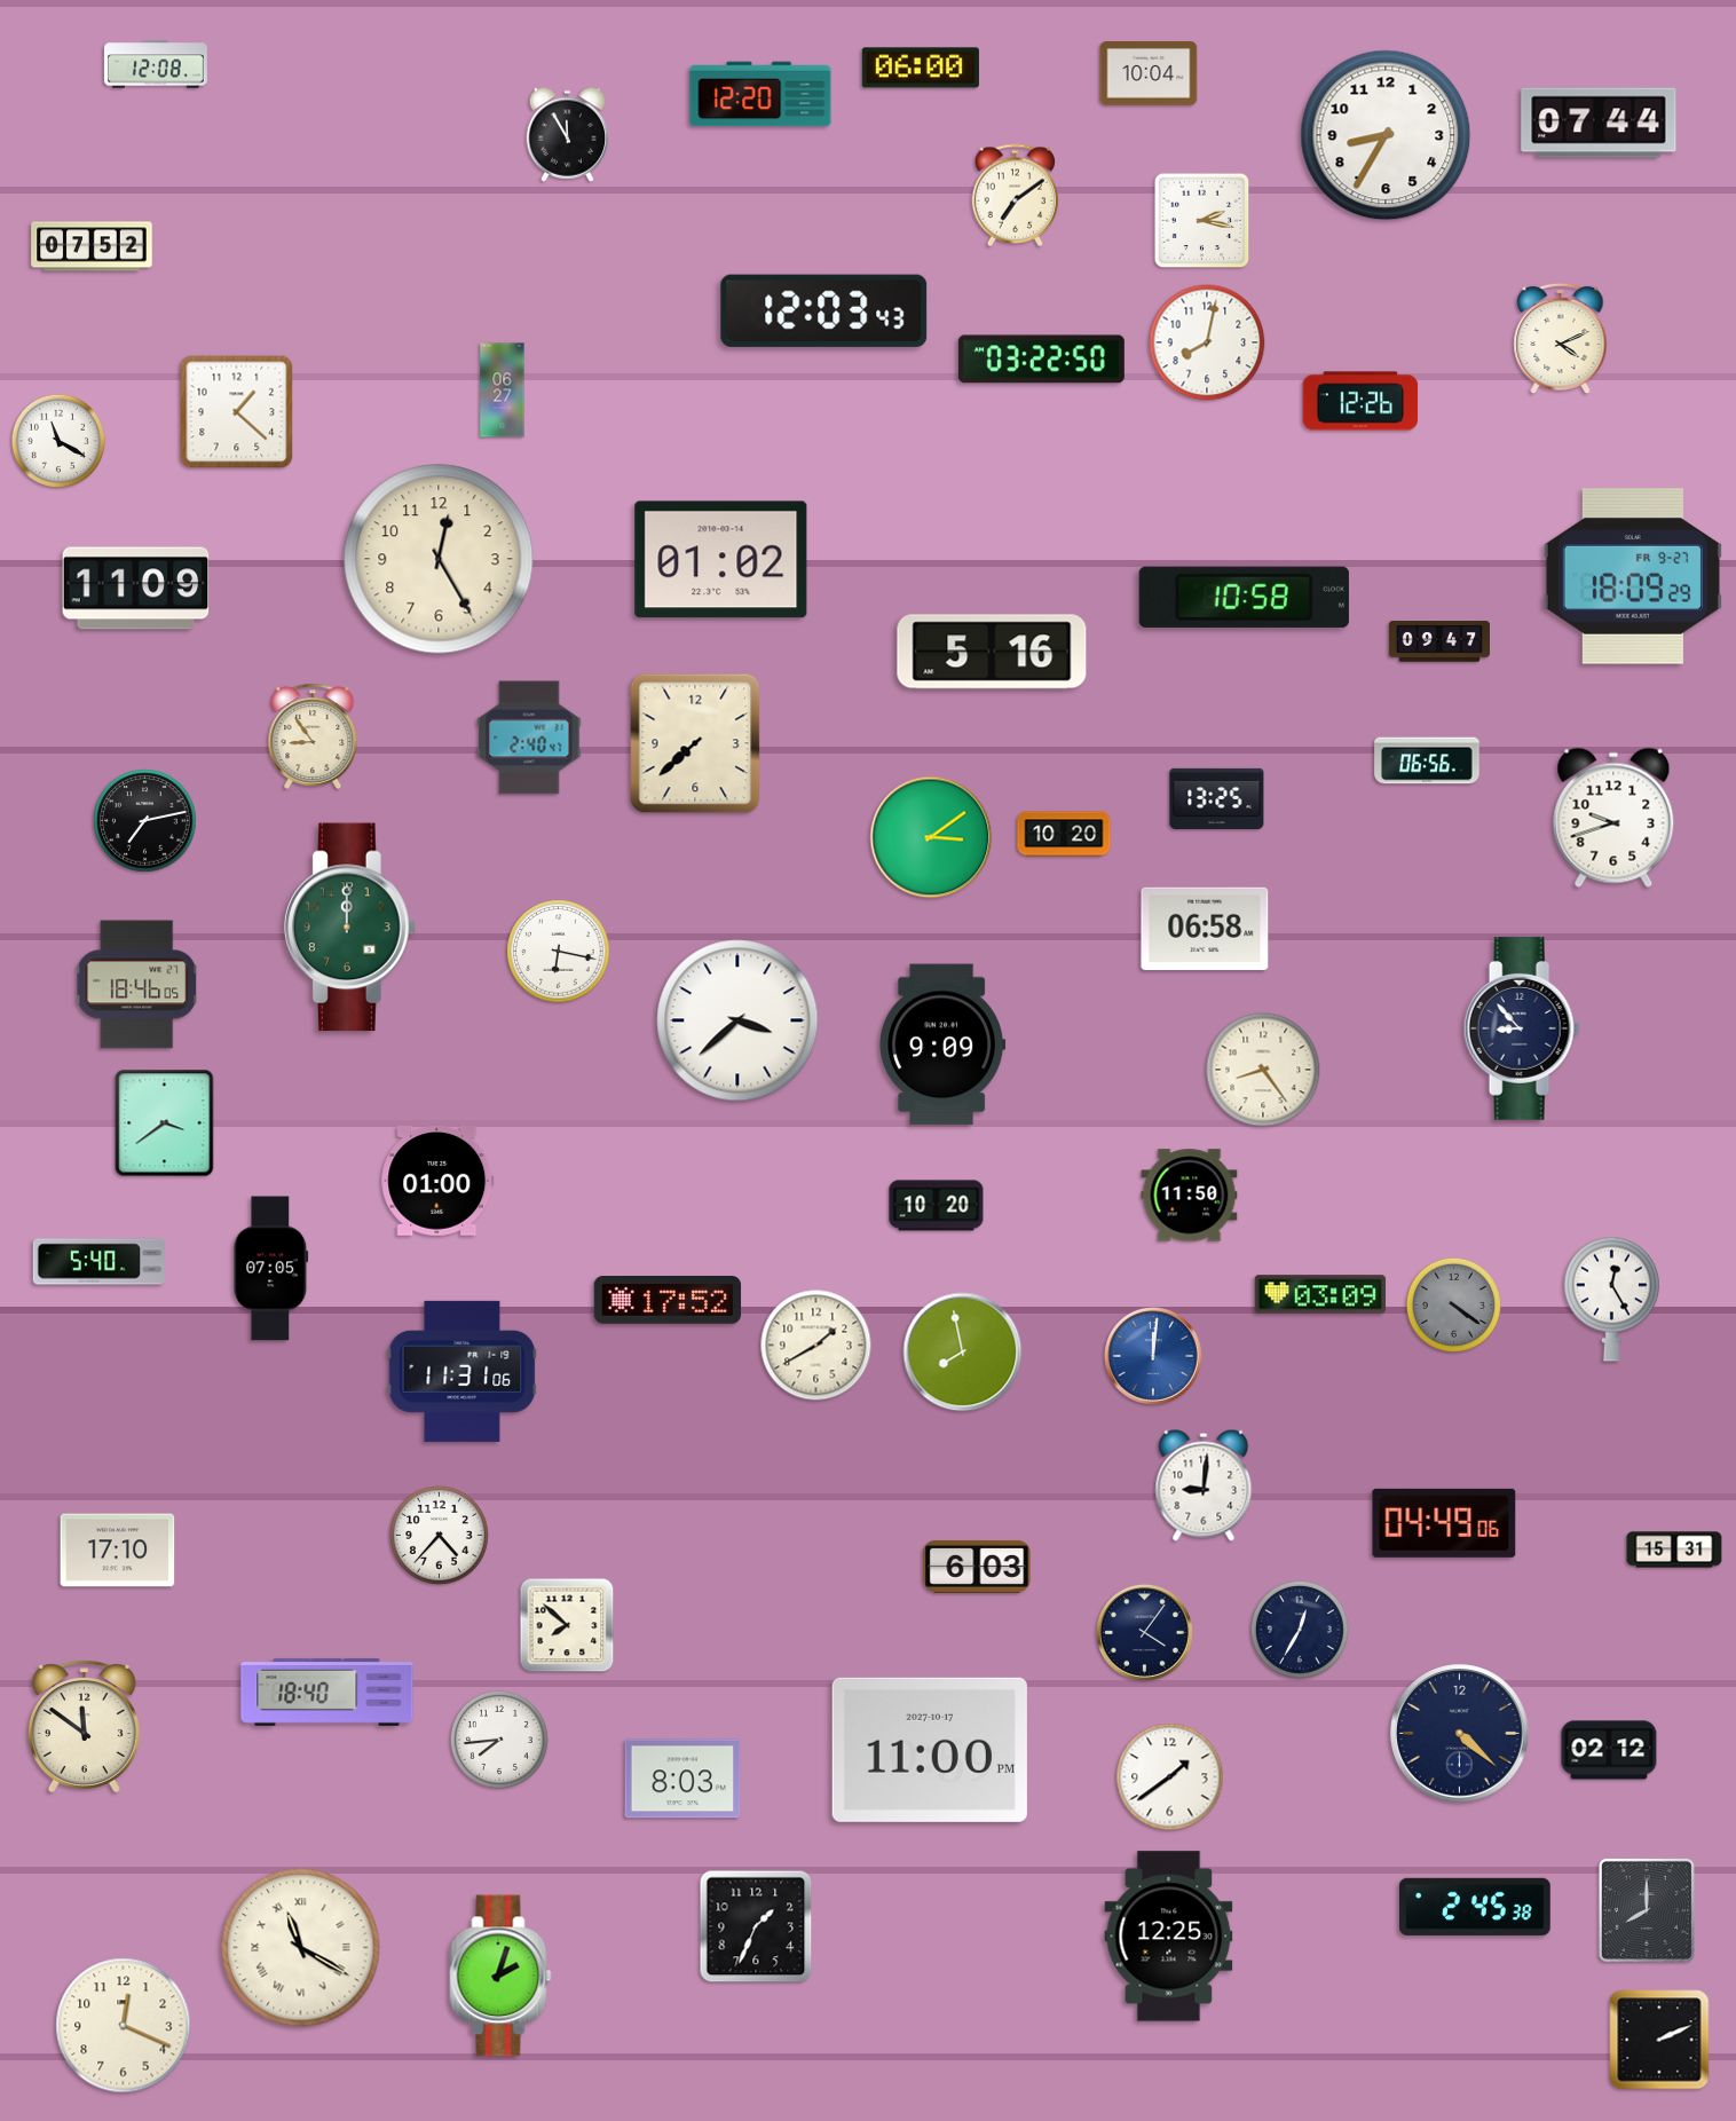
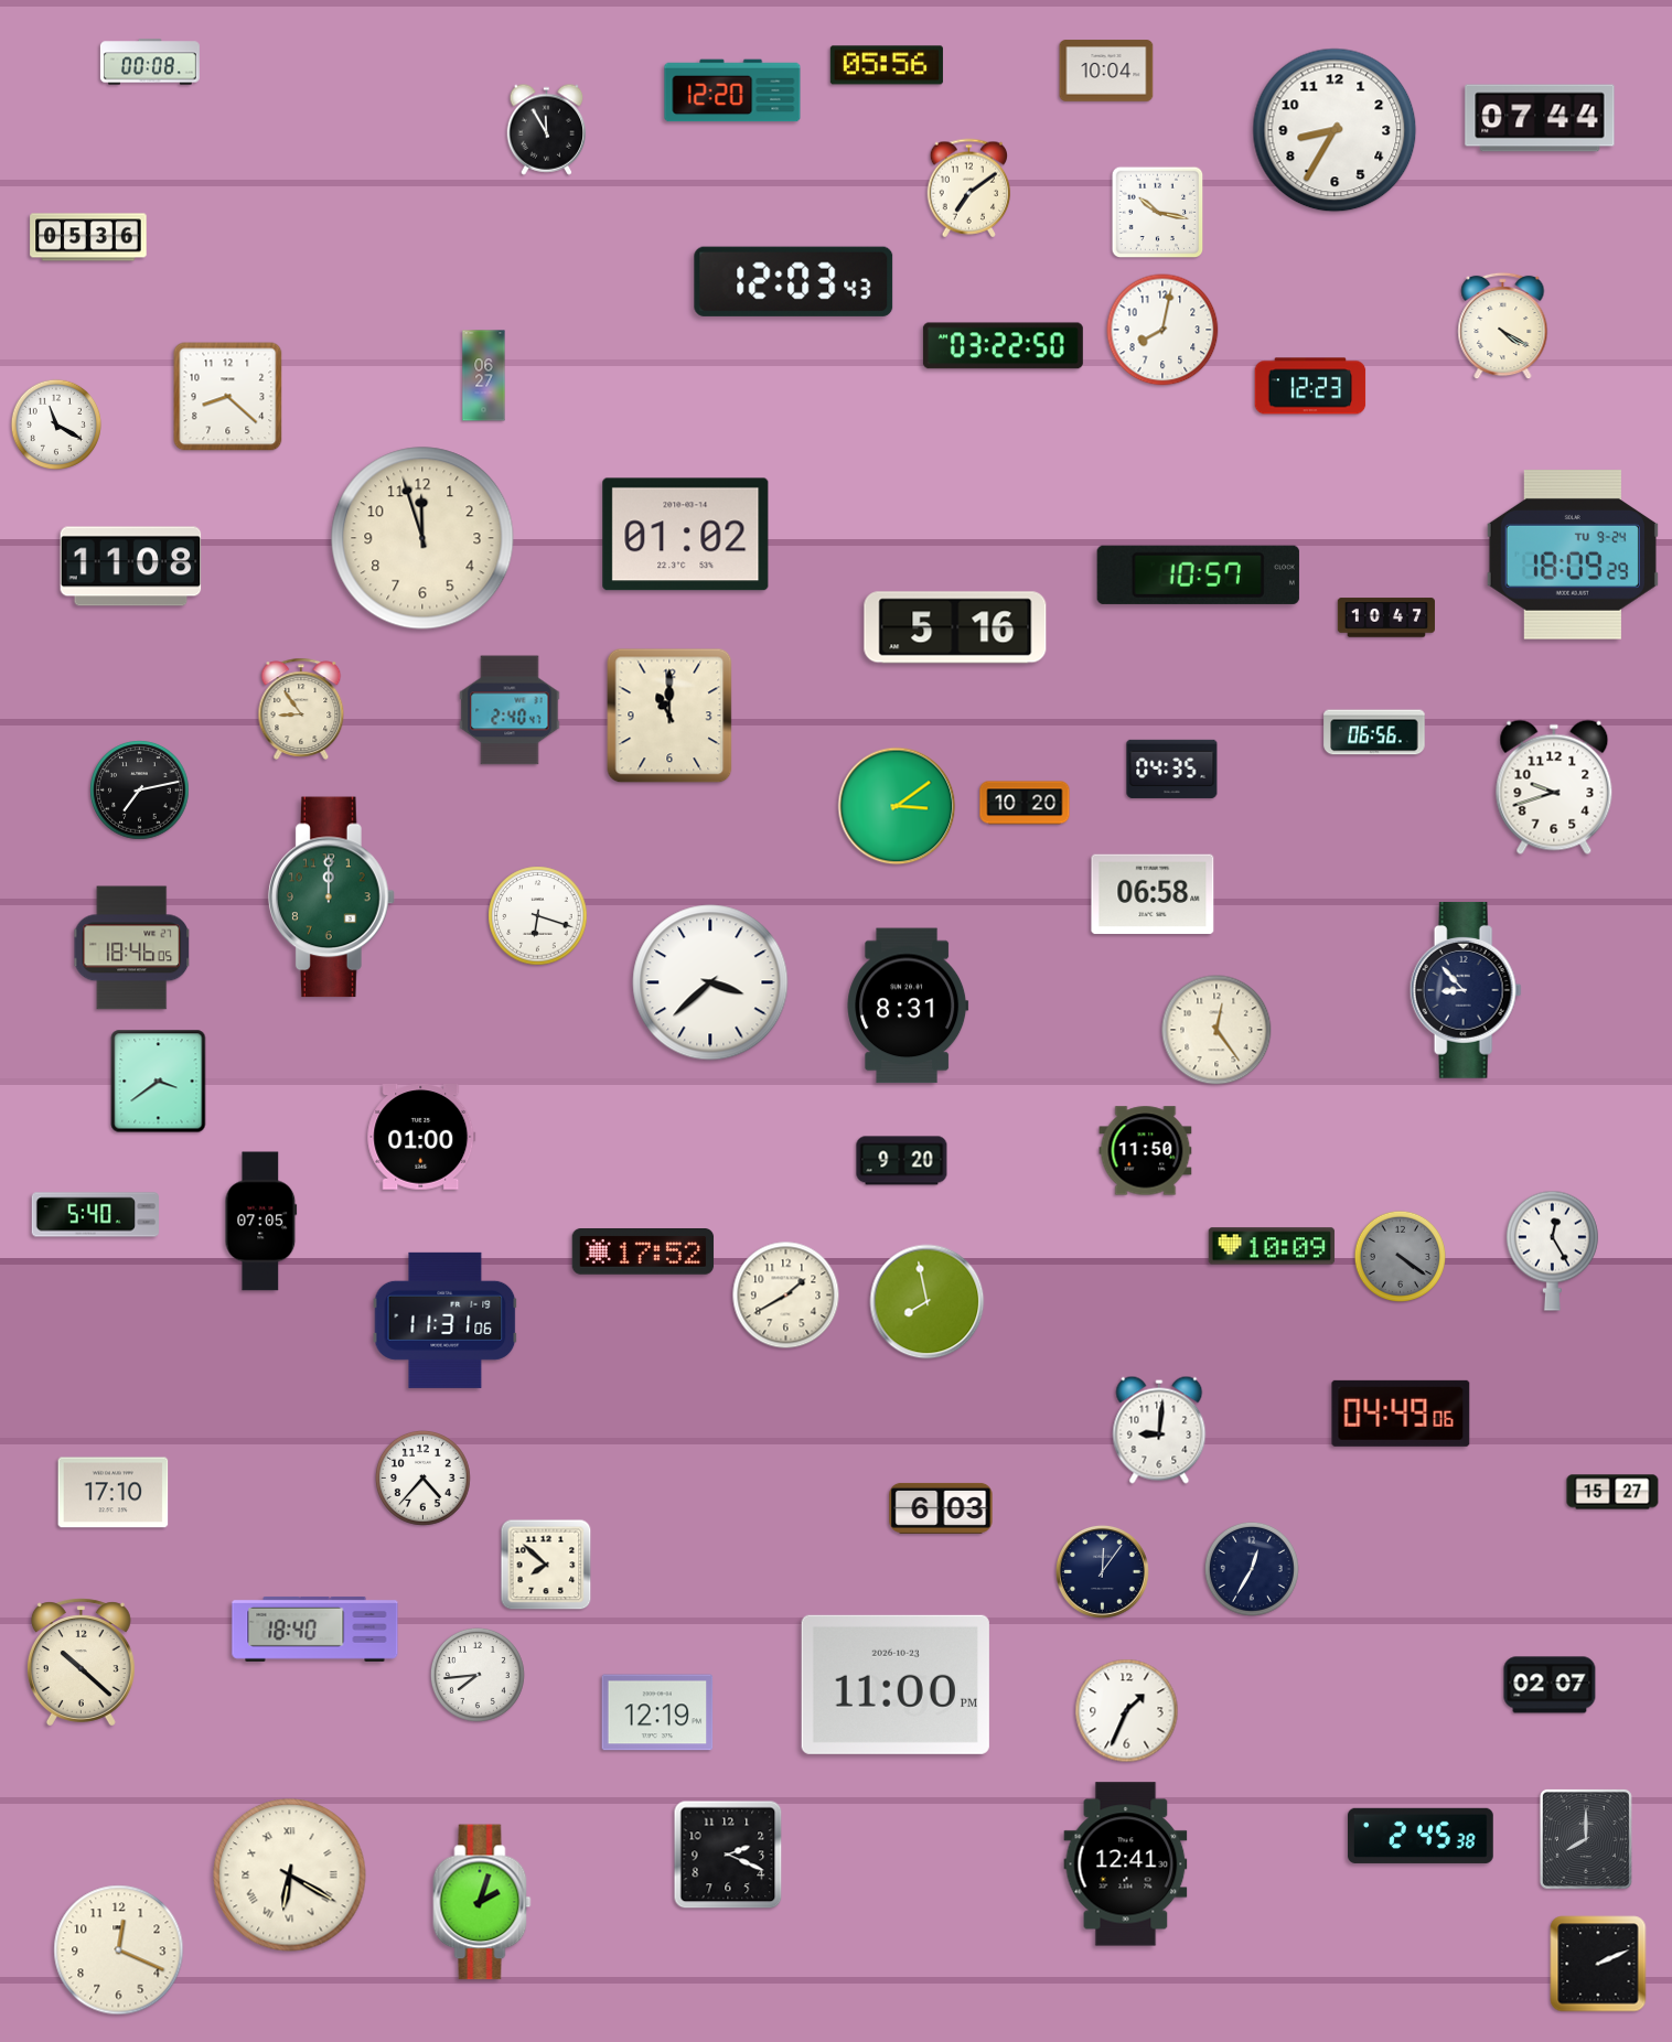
clock at (156, 64): 12:08 -> 00:08
clock at (921, 68): 06:00 -> 05:56
clock at (1016, 196) position: (1016, 196) -> (969, 189)
clock at (1202, 221): 2:17 -> 10:17
clock at (92, 246): 07:52 -> 05:36
clock at (824, 310) position: (824, 310) -> (794, 281)
clock at (1561, 339): 4:11 -> 4:20
clock at (1360, 401): 12:26 -> 12:23
clock at (237, 412): 1:22 -> 8:22
clock at (439, 559): 12:25 -> 11:57
clock at (721, 560) position: (721, 560) -> (686, 535)
clock at (1633, 576) date: FR 9-27 -> TU 9-24
clock at (136, 589): 11:09 -> 11:08
clock at (1244, 597): 10:58 -> 10:57
clock at (1438, 641): 09:47 -> 10:47
clock at (695, 743): 7:38 -> 11:00
clock at (1217, 798): 13:25 -> 04:35
clock at (349, 928) position: (349, 928) -> (331, 898)
clock at (1205, 929) position: (1205, 929) -> (1153, 894)
clock at (559, 952): 6:17 -> 6:18
clock at (942, 1044): 9:09 -> 8:31
clock at (1263, 1070): 8:24 -> 12:24
clock at (937, 1206): 10:20 -> 9:20
clock at (1320, 1294): 03:09 -> 10:09
clock at (1154, 1357): 12:01 -> none
clock at (1444, 1523) position: (1444, 1523) -> (1401, 1414)
clock at (1674, 1550): 15:31 -> 15:27
clock at (1144, 1632): 4:06 -> 12:06
clock at (84, 1727): 11:51 -> 10:22
clock at (1460, 1734): 4:22 -> none
clock at (499, 1740) position: (499, 1740) -> (478, 1675)
clock at (930, 1750) date: 2027-10-17 -> 2026-10-23
clock at (1609, 1750): 02:12 -> 02:07
clock at (1170, 1777): 1:39 -> 1:34
clock at (682, 1779): 8:03 -> 12:19
clock at (756, 1926): 1:34 -> 2:19
clock at (1169, 1937): 12:25 -> 12:41
clock at (301, 1948): 11:20 -> 6:20
